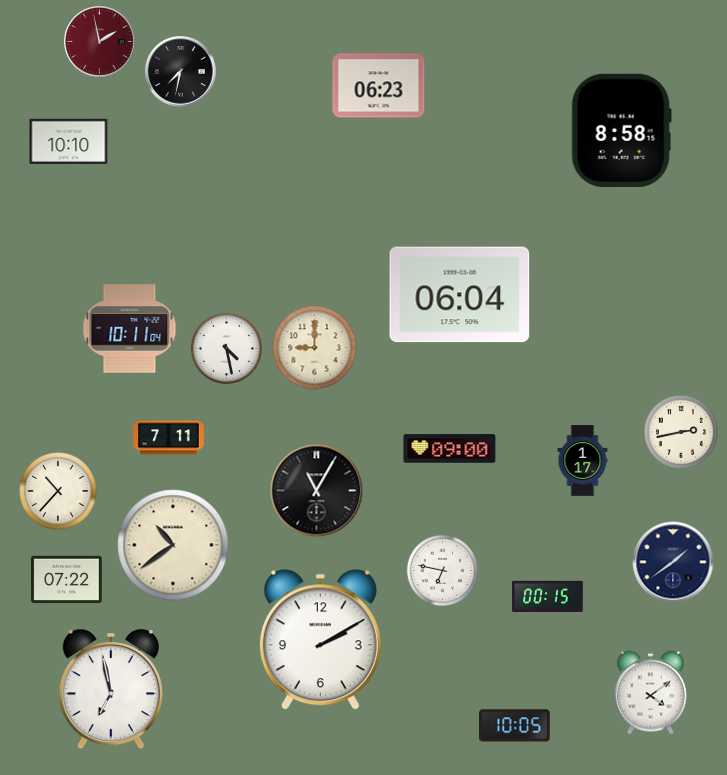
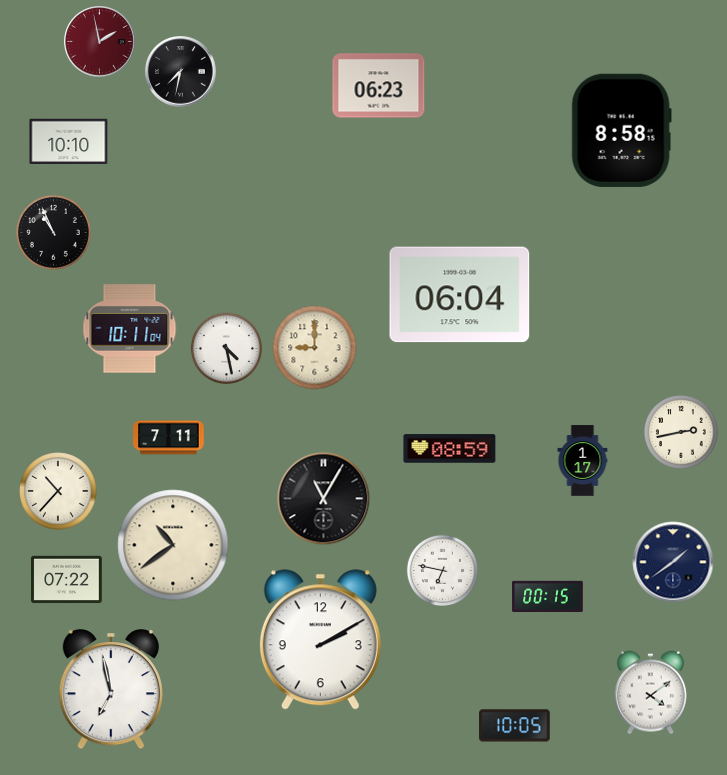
clock at (53, 232): none -> 10:56
clock at (450, 449): 09:00 -> 08:59
clock at (317, 491) position: (317, 491) -> (324, 499)
